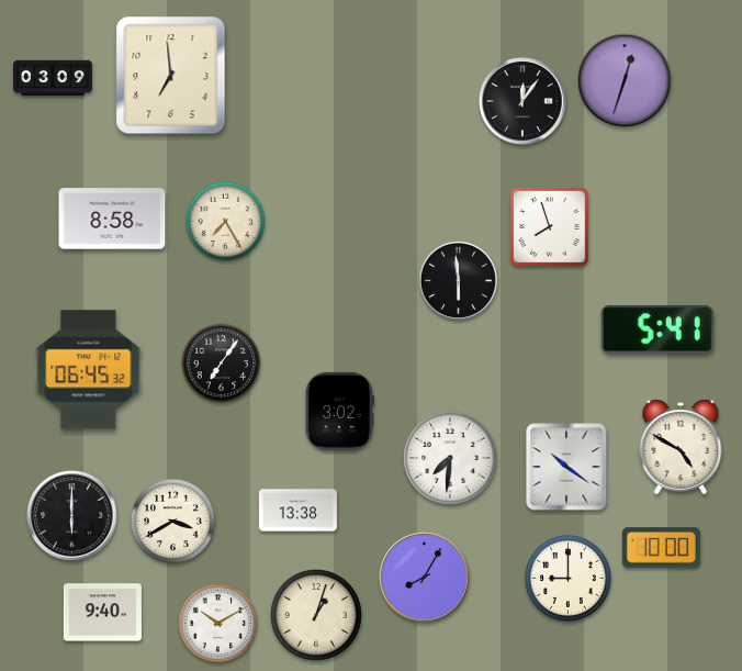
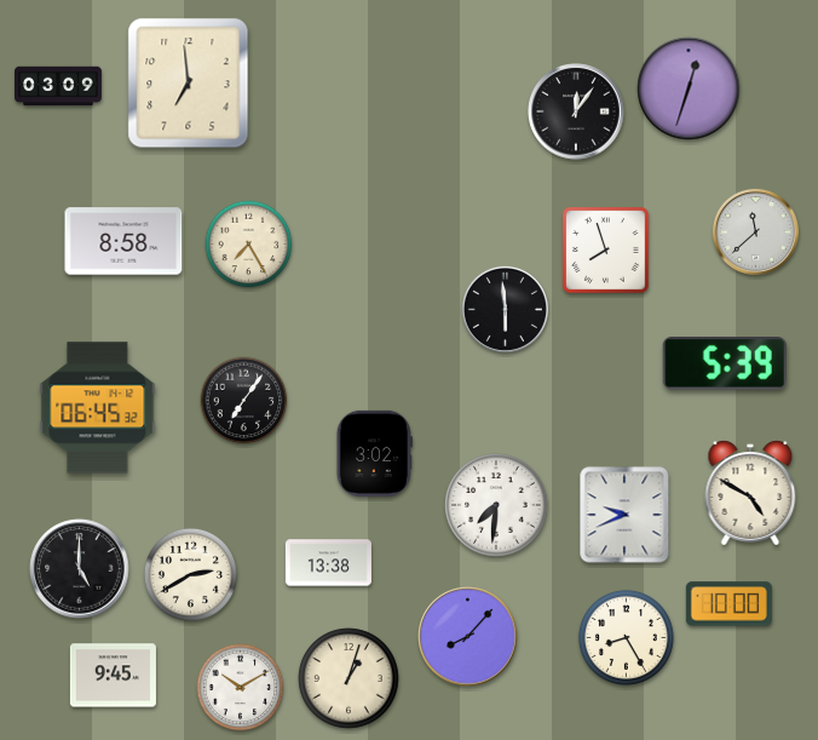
clock at (755, 231): none -> 11:38
clock at (657, 331): 5:41 -> 5:39
clock at (566, 467): 10:21 -> 9:41
clock at (72, 516): 6:00 -> 5:00
clock at (172, 521): 3:40 -> 2:40
clock at (425, 578): 8:05 -> 8:07
clock at (567, 578): 9:00 -> 8:25
clock at (102, 613): 9:40 -> 9:45
